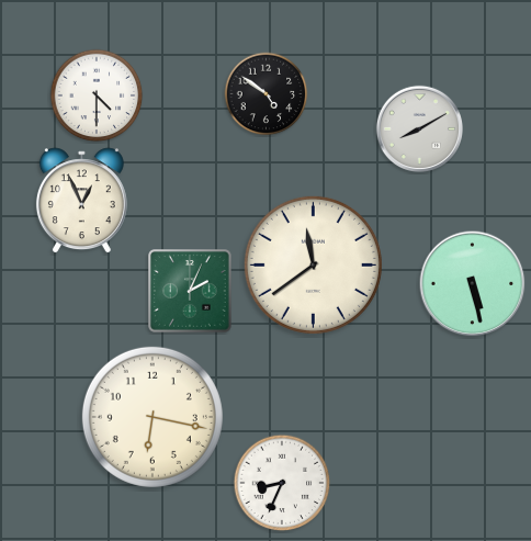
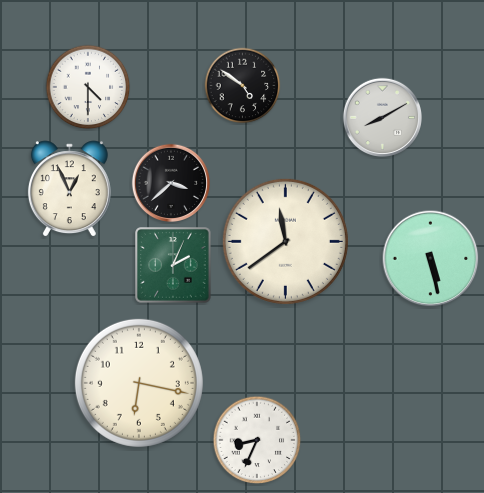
clock at (170, 182): none -> 3:38
clock at (81, 201) position: (81, 201) -> (69, 189)
clock at (152, 417) position: (152, 417) -> (139, 383)
